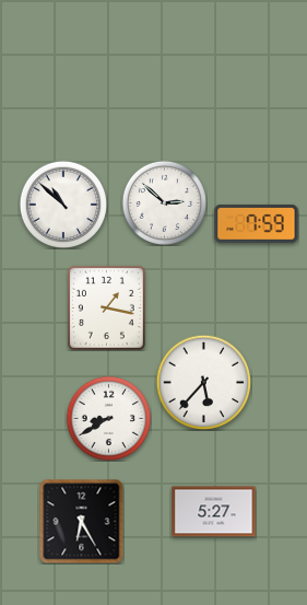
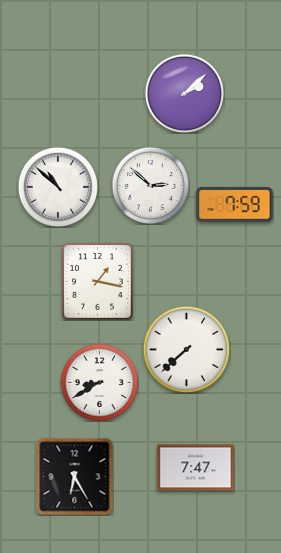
clock at (184, 93): none -> 2:08
clock at (203, 382): 5:37 -> 7:38
clock at (214, 512): 5:27 -> 7:47
